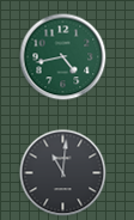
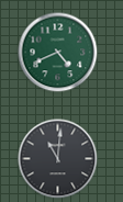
clock at (63, 57): 4:43 -> 4:41
